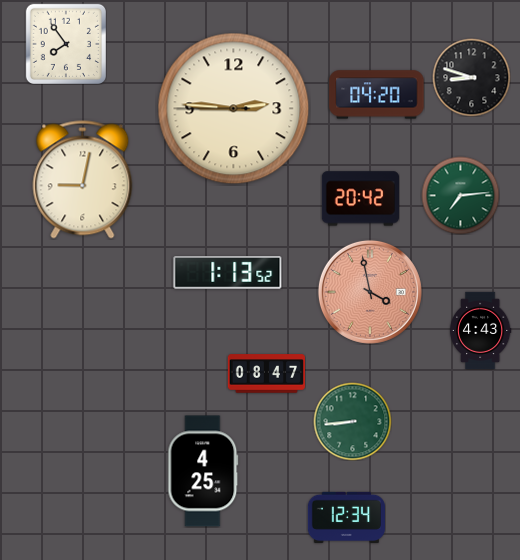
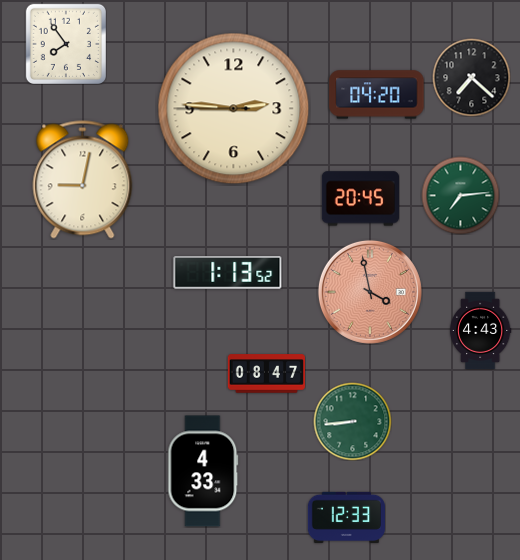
clock at (471, 77): 8:48 -> 7:22
clock at (360, 199): 20:42 -> 20:45
clock at (203, 471): 4:25 -> 4:33
clock at (346, 517): 12:34 -> 12:33
